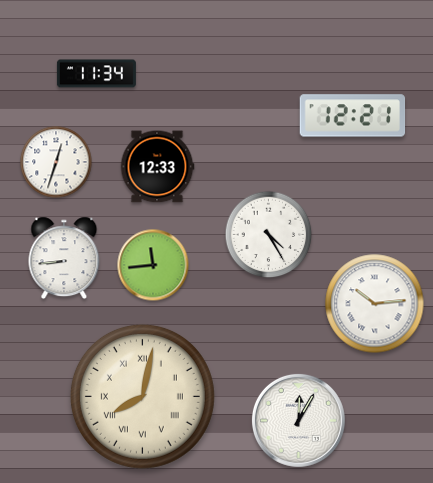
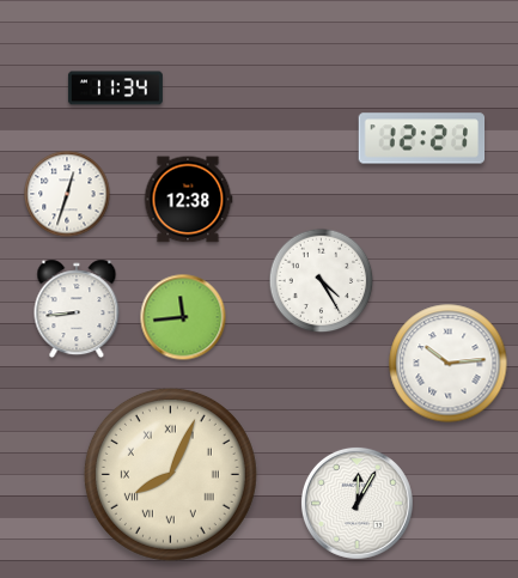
clock at (157, 167): 12:33 -> 12:38
clock at (142, 396): 8:02 -> 8:04
